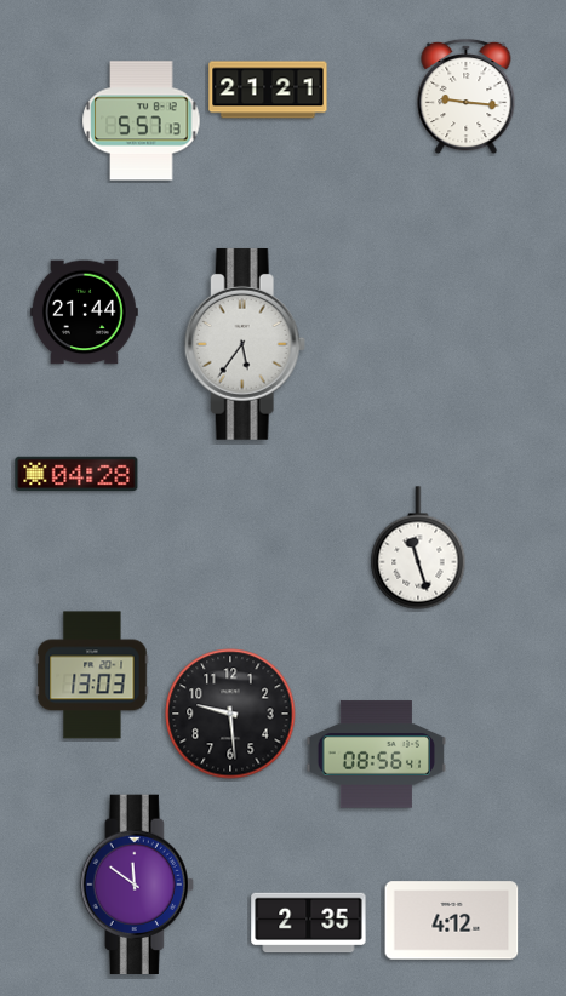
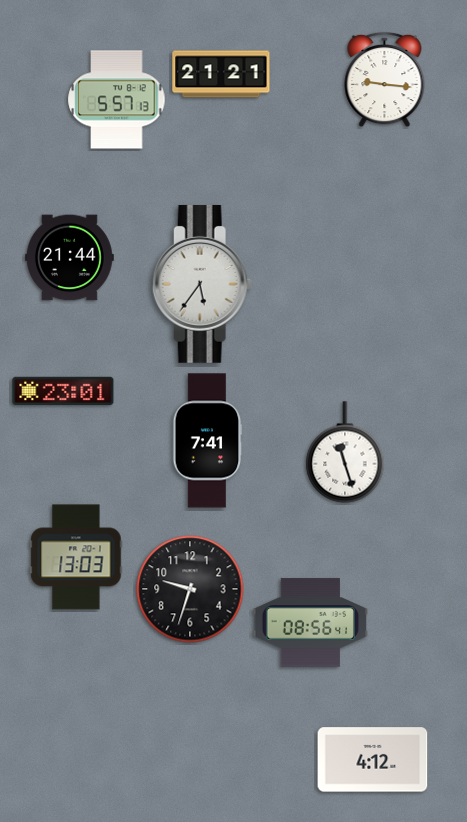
clock at (76, 474): 04:28 -> 23:01
clock at (207, 441): none -> 7:41
clock at (230, 714): 9:29 -> 9:33
clock at (137, 885): 11:51 -> none
clock at (309, 923): 2:35 -> none
